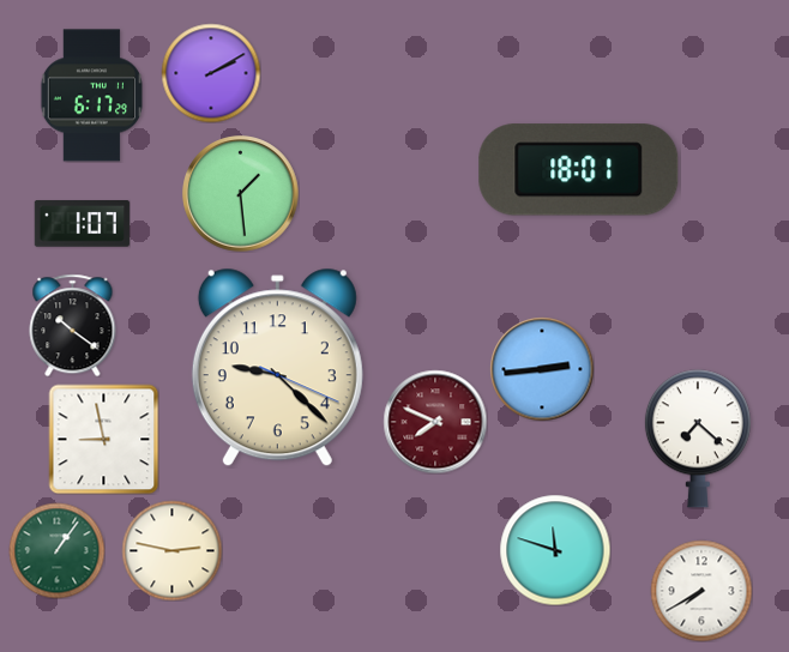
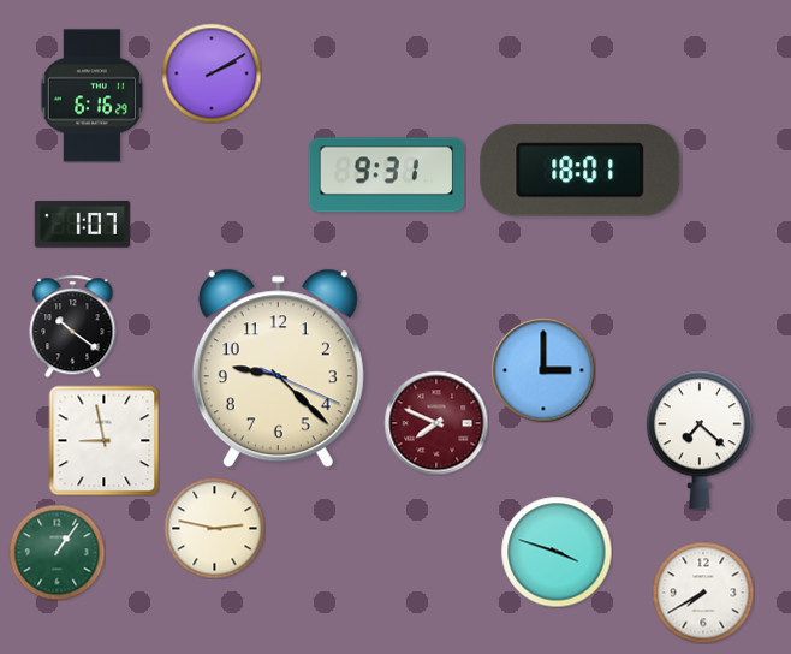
clock at (91, 96): 6:17 -> 6:16
clock at (387, 176): none -> 9:31
clock at (241, 194): 1:29 -> none
clock at (542, 369): 2:44 -> 3:00
clock at (171, 550) position: (171, 550) -> (214, 528)
clock at (555, 550): 11:48 -> 3:48
